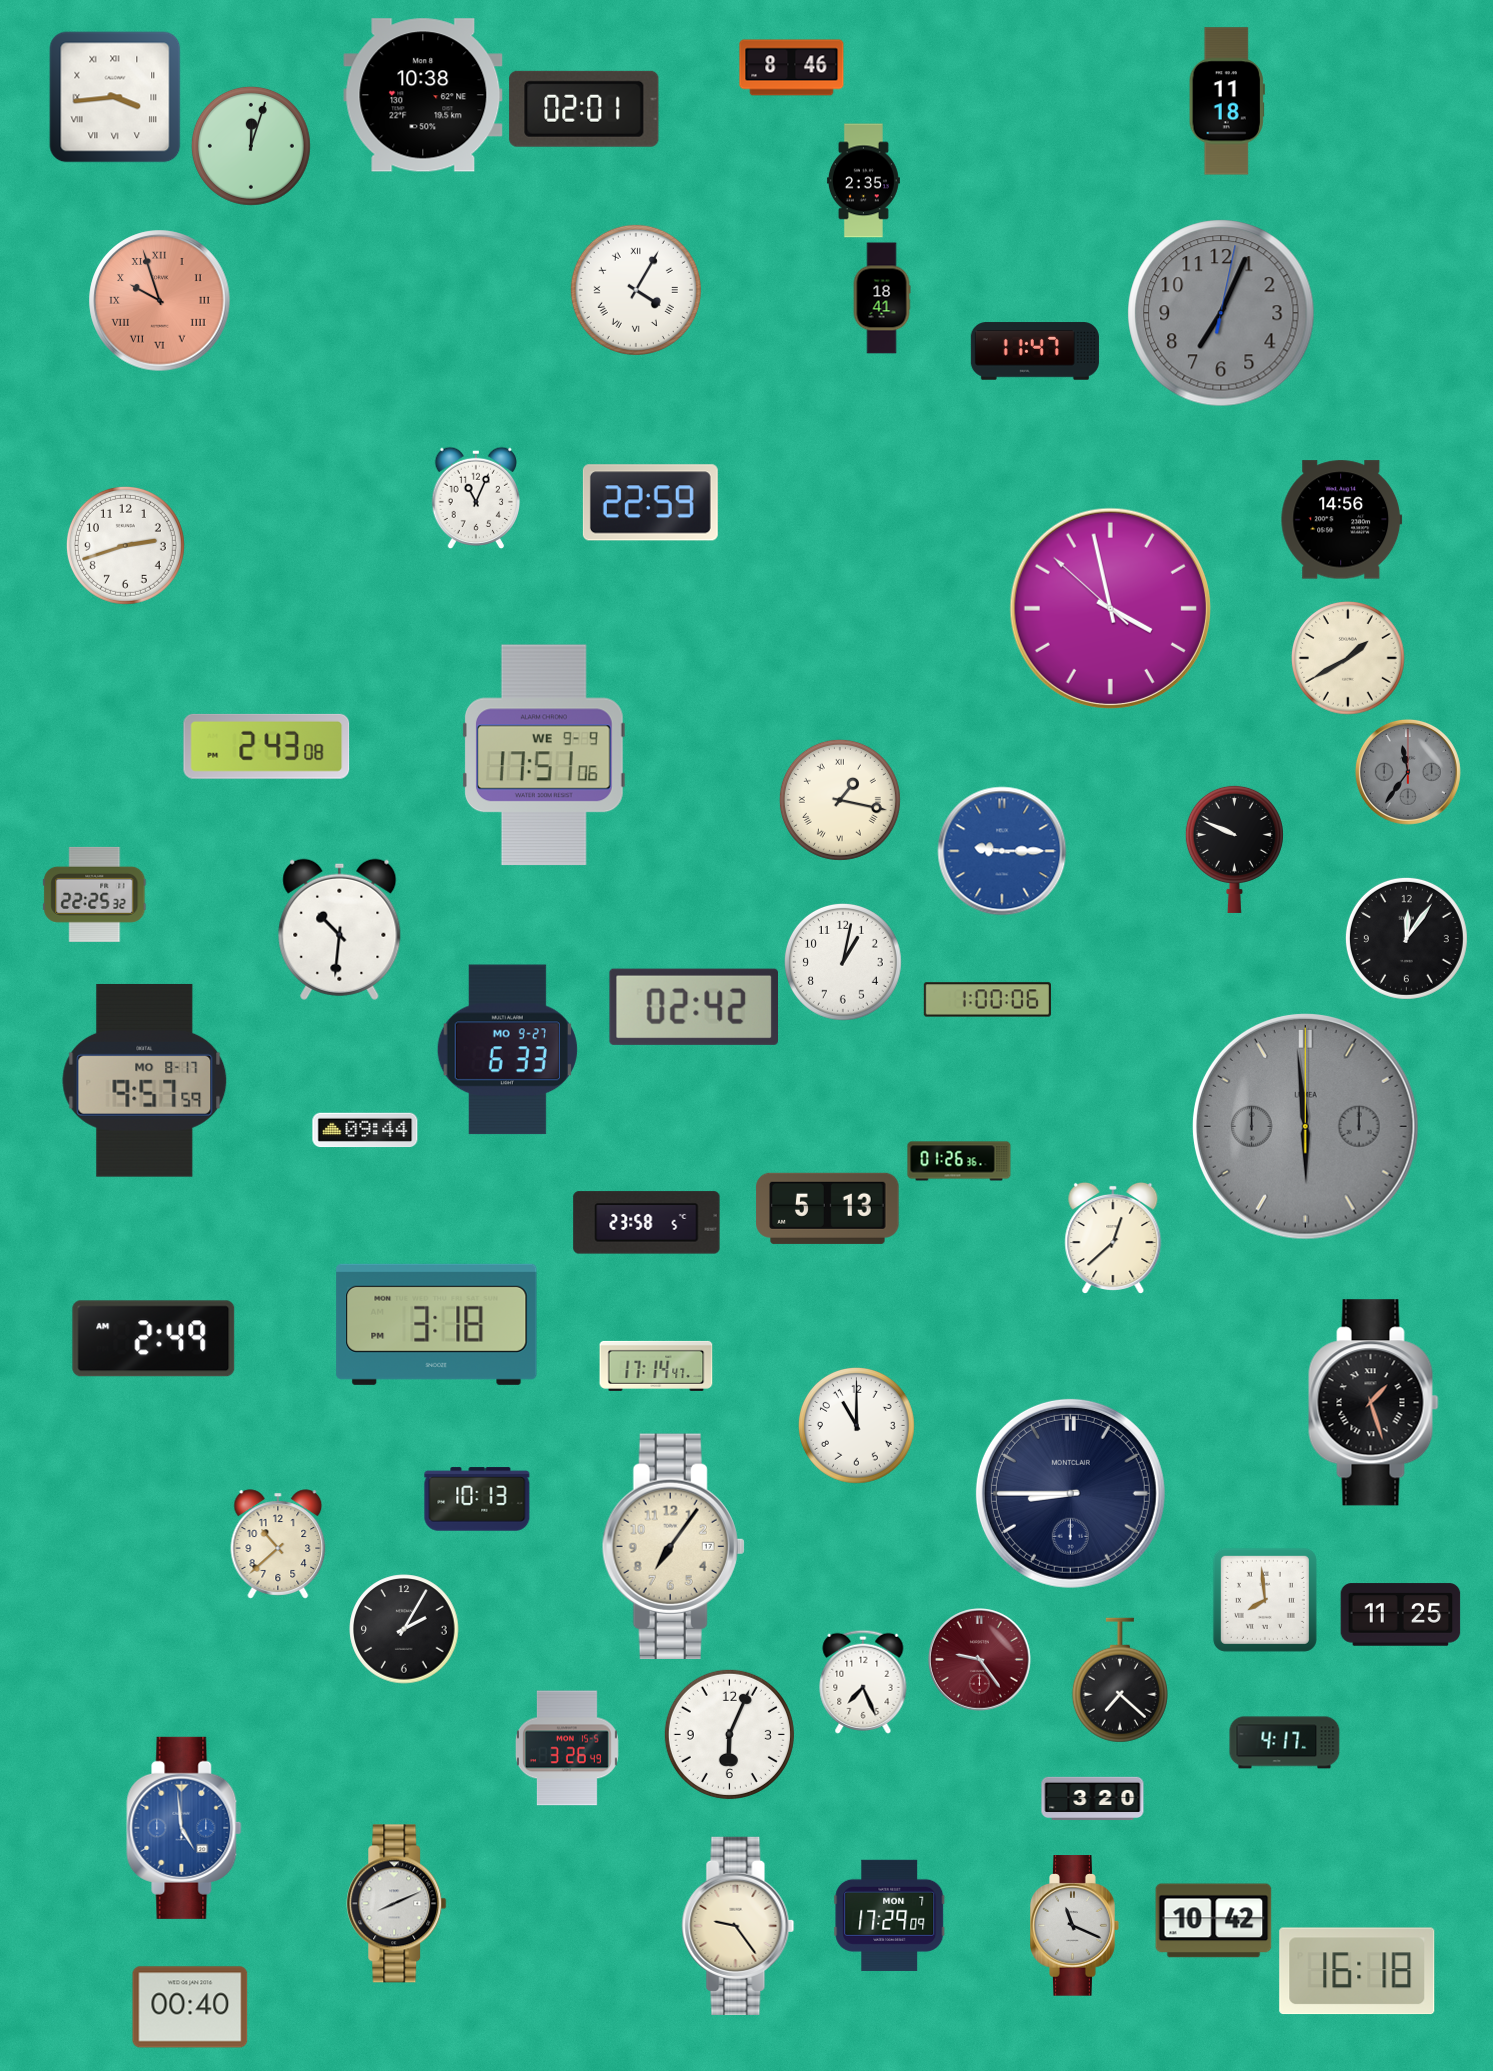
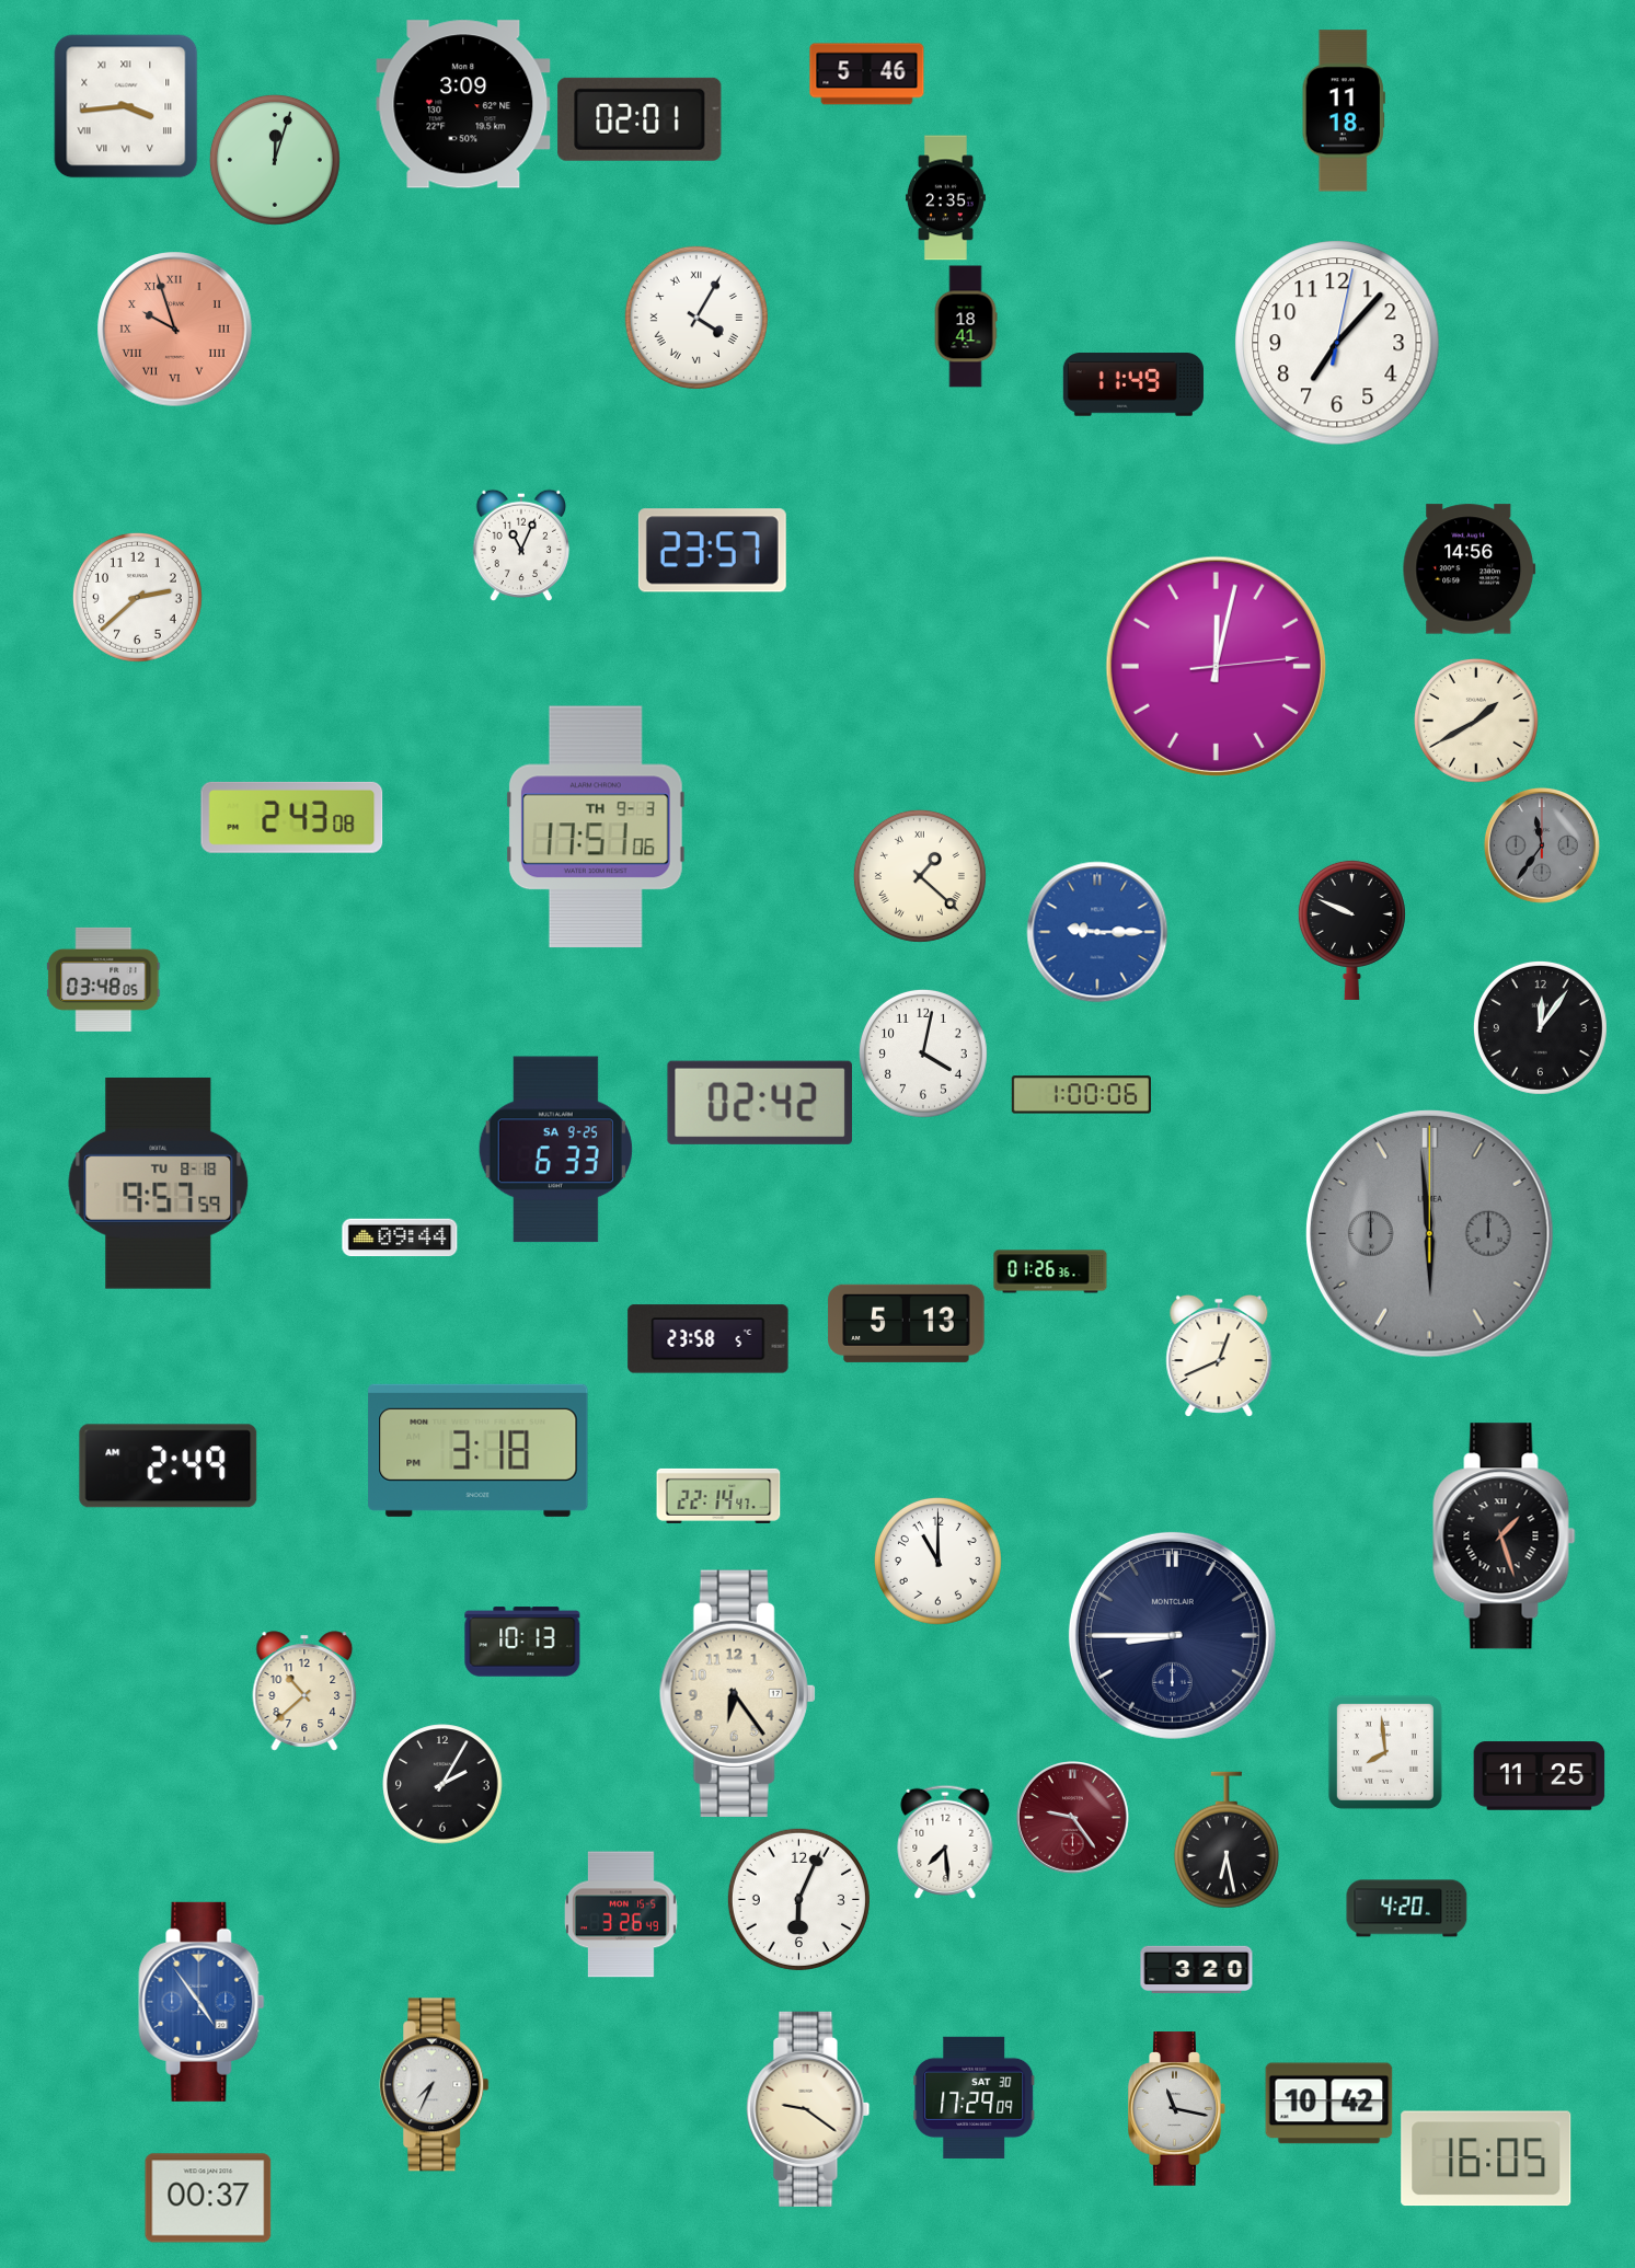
clock at (792, 68): 8:46 -> 5:46
clock at (423, 95): 10:38 -> 3:09
clock at (1221, 313): 7:04 -> 7:07
clock at (1221, 313) dial: grey -> white
clock at (1035, 351): 11:47 -> 11:49
clock at (650, 503): 22:59 -> 23:57
clock at (125, 545): 2:42 -> 2:38
clock at (1110, 608): 3:57 -> 12:02
clock at (544, 755) date: WE 9-9 -> TH 9-3
clock at (840, 800): 1:17 -> 1:22
clock at (95, 894): 22:25 -> 03:48
clock at (340, 929): 10:31 -> none
clock at (843, 962): 1:02 -> 4:02
clock at (507, 1050) date: MO 9-27 -> SA 9-25
clock at (145, 1080) date: MO 8-17 -> TU 8-18
clock at (1113, 1237): 12:38 -> 12:41
clock at (656, 1366): 17:14 -> 22:14
clock at (673, 1546): 7:06 -> 6:24
clock at (1401, 1615) position: (1401, 1615) -> (1540, 1776)
clock at (1120, 1680): 7:22 -> 6:28
clock at (863, 1682): 7:26 -> 7:29
clock at (1285, 1743): 4:17 -> 4:20
clock at (184, 1828): 4:59 -> 4:54
clock at (397, 1904): 8:11 -> 7:34
clock at (890, 1915) date: MON 7 -> SAT 30
clock at (738, 1926): 9:24 -> 9:21
clock at (1075, 1926): 11:19 -> 11:17
clock at (1357, 1971): 16:18 -> 16:05
clock at (190, 2007): 00:40 -> 00:37
